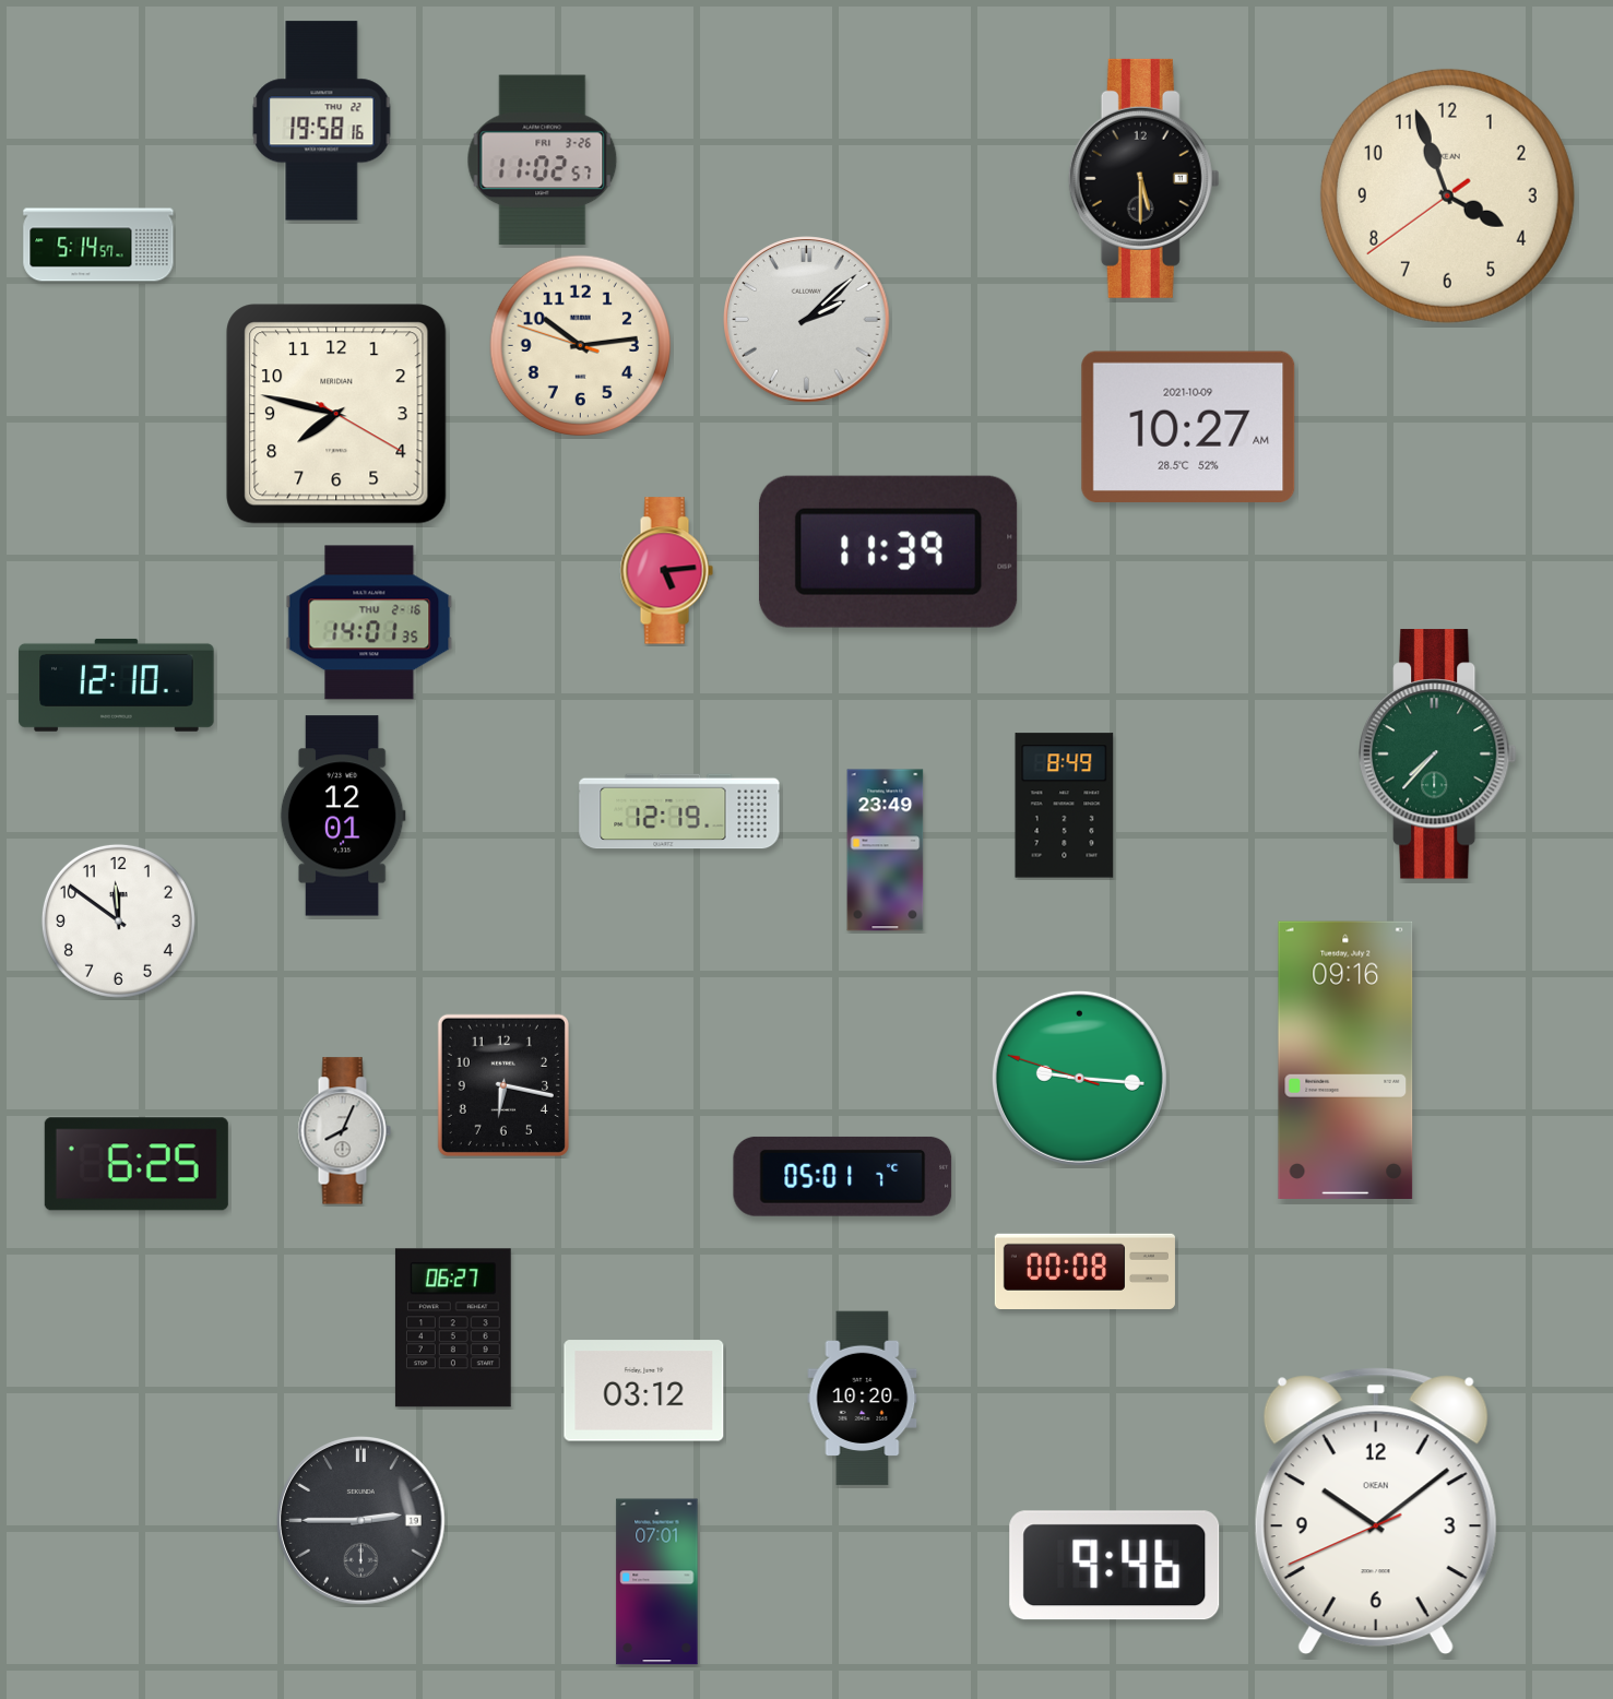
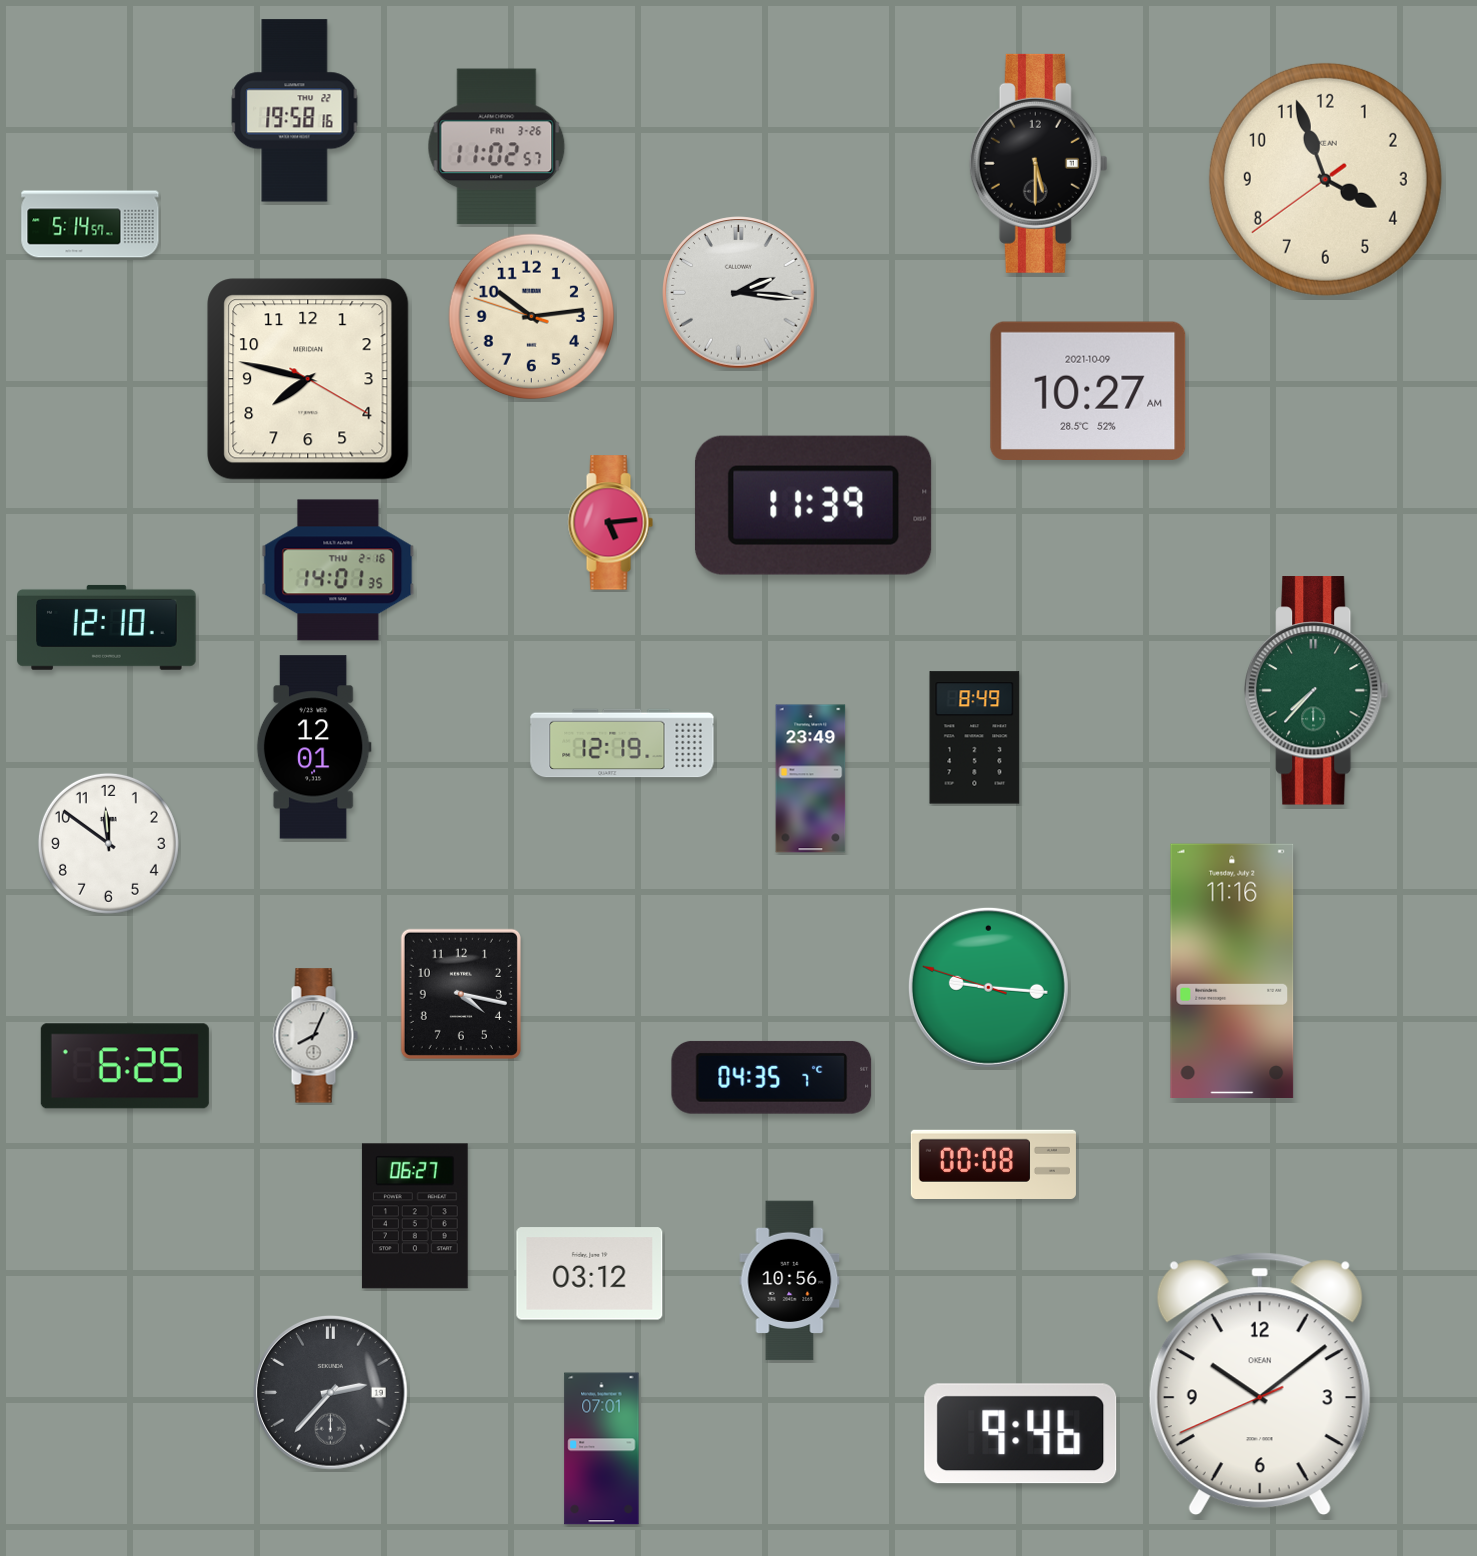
clock at (1143, 178) position: (1143, 178) -> (1038, 163)
clock at (807, 320): 2:08 -> 2:16
clock at (1345, 1059): 09:16 -> 11:16
clock at (503, 1085): 6:17 -> 4:17
clock at (843, 1176): 05:01 -> 04:35
clock at (863, 1399): 10:20 -> 10:56
clock at (361, 1521): 2:45 -> 2:37
